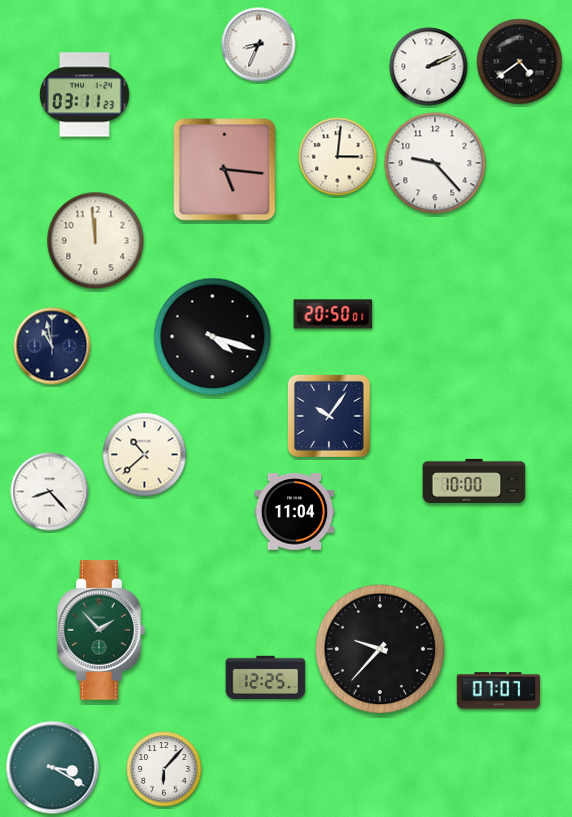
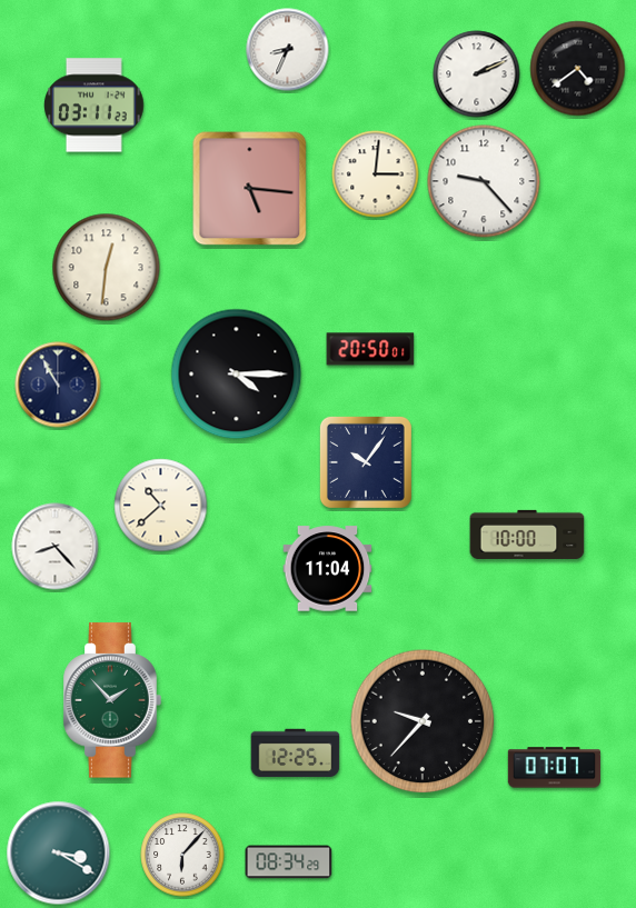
clock at (96, 241): 11:59 -> 12:31
clock at (213, 337): 4:18 -> 4:15
clock at (52, 346): 10:58 -> 10:55
clock at (289, 862): none -> 08:34
